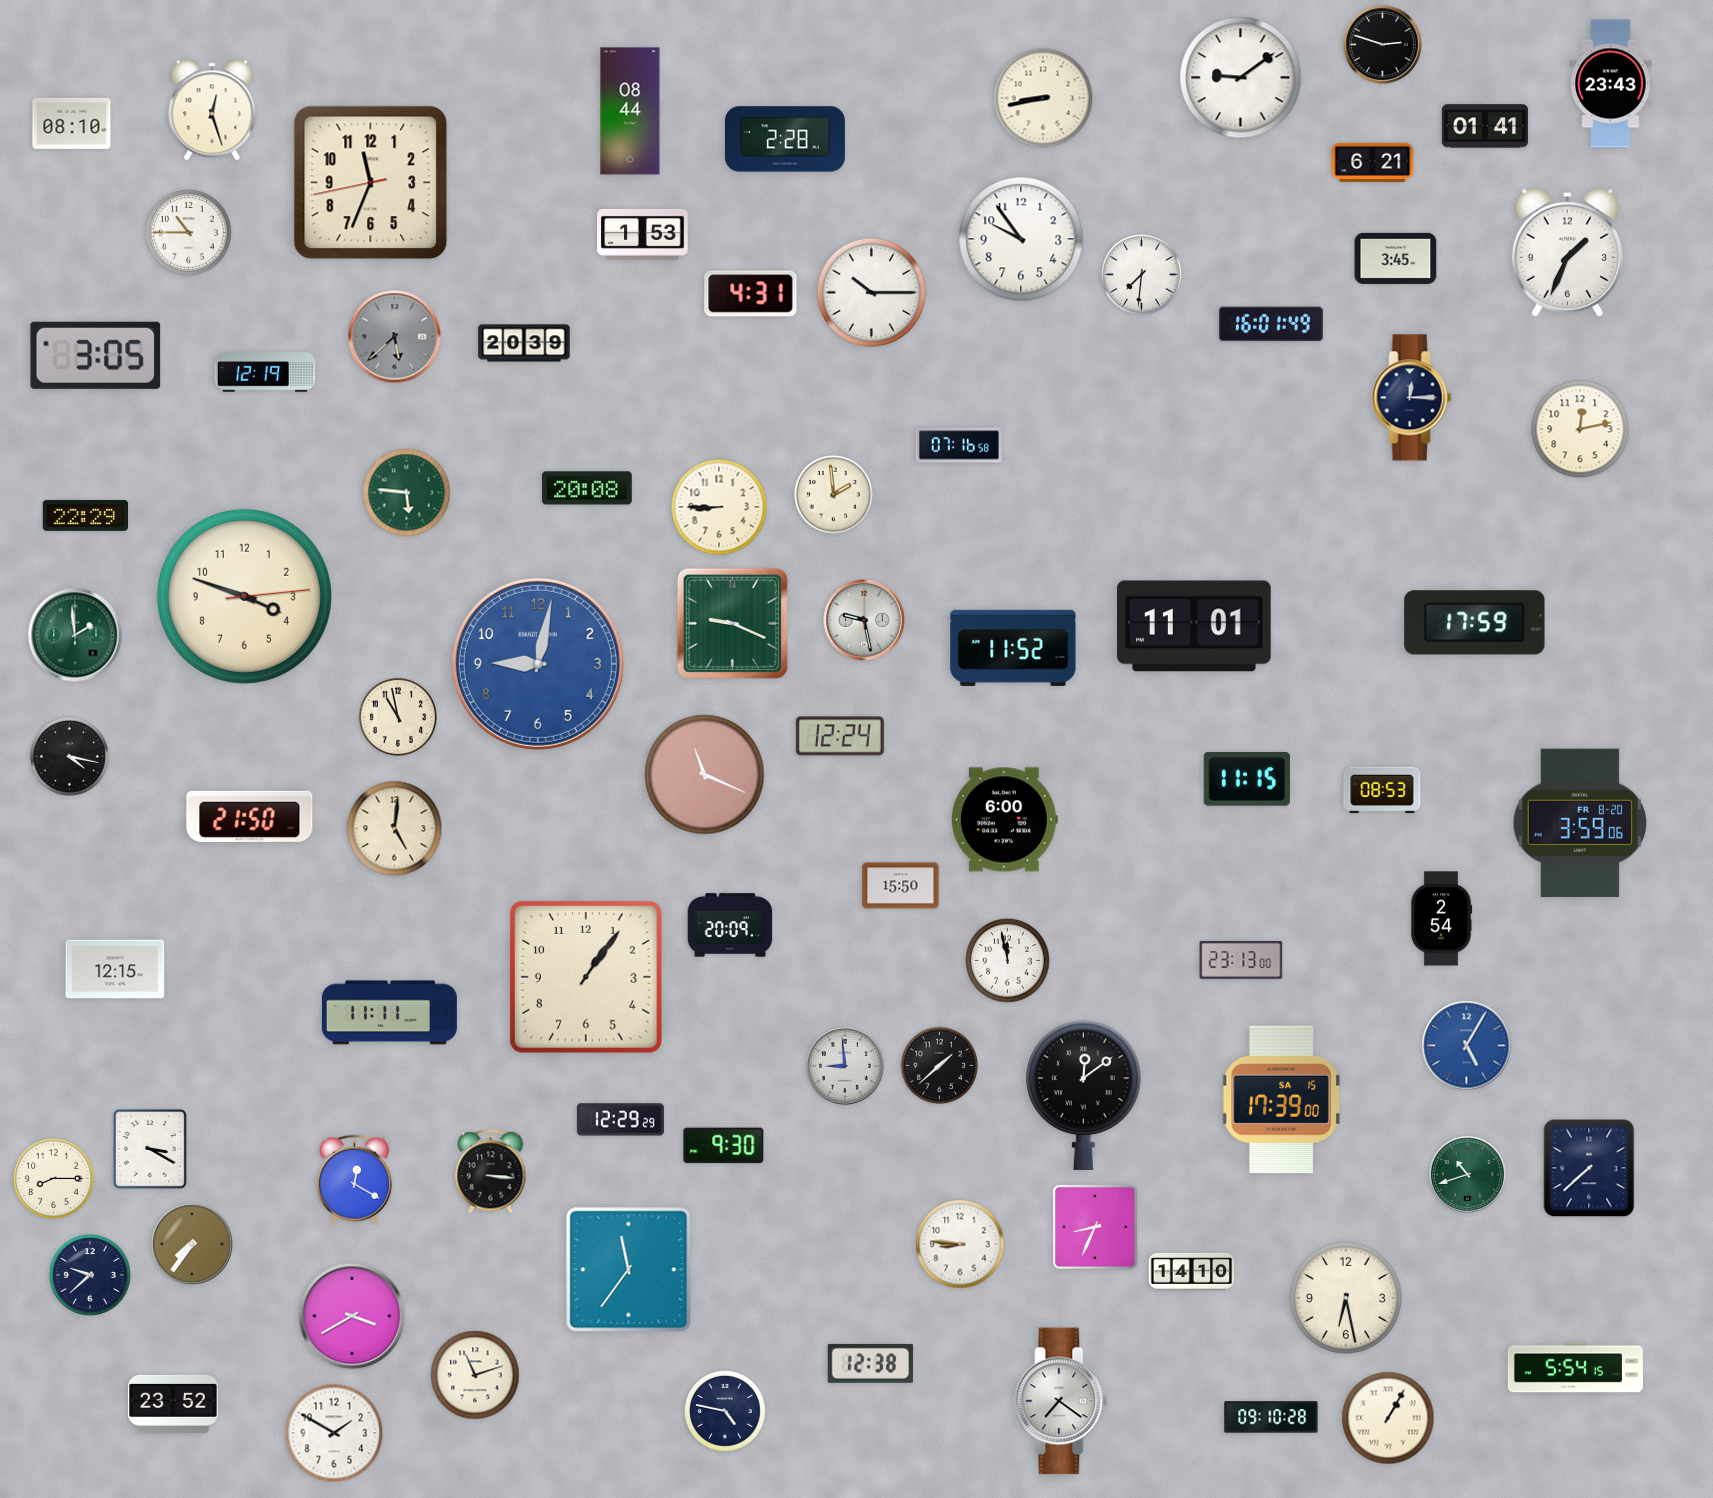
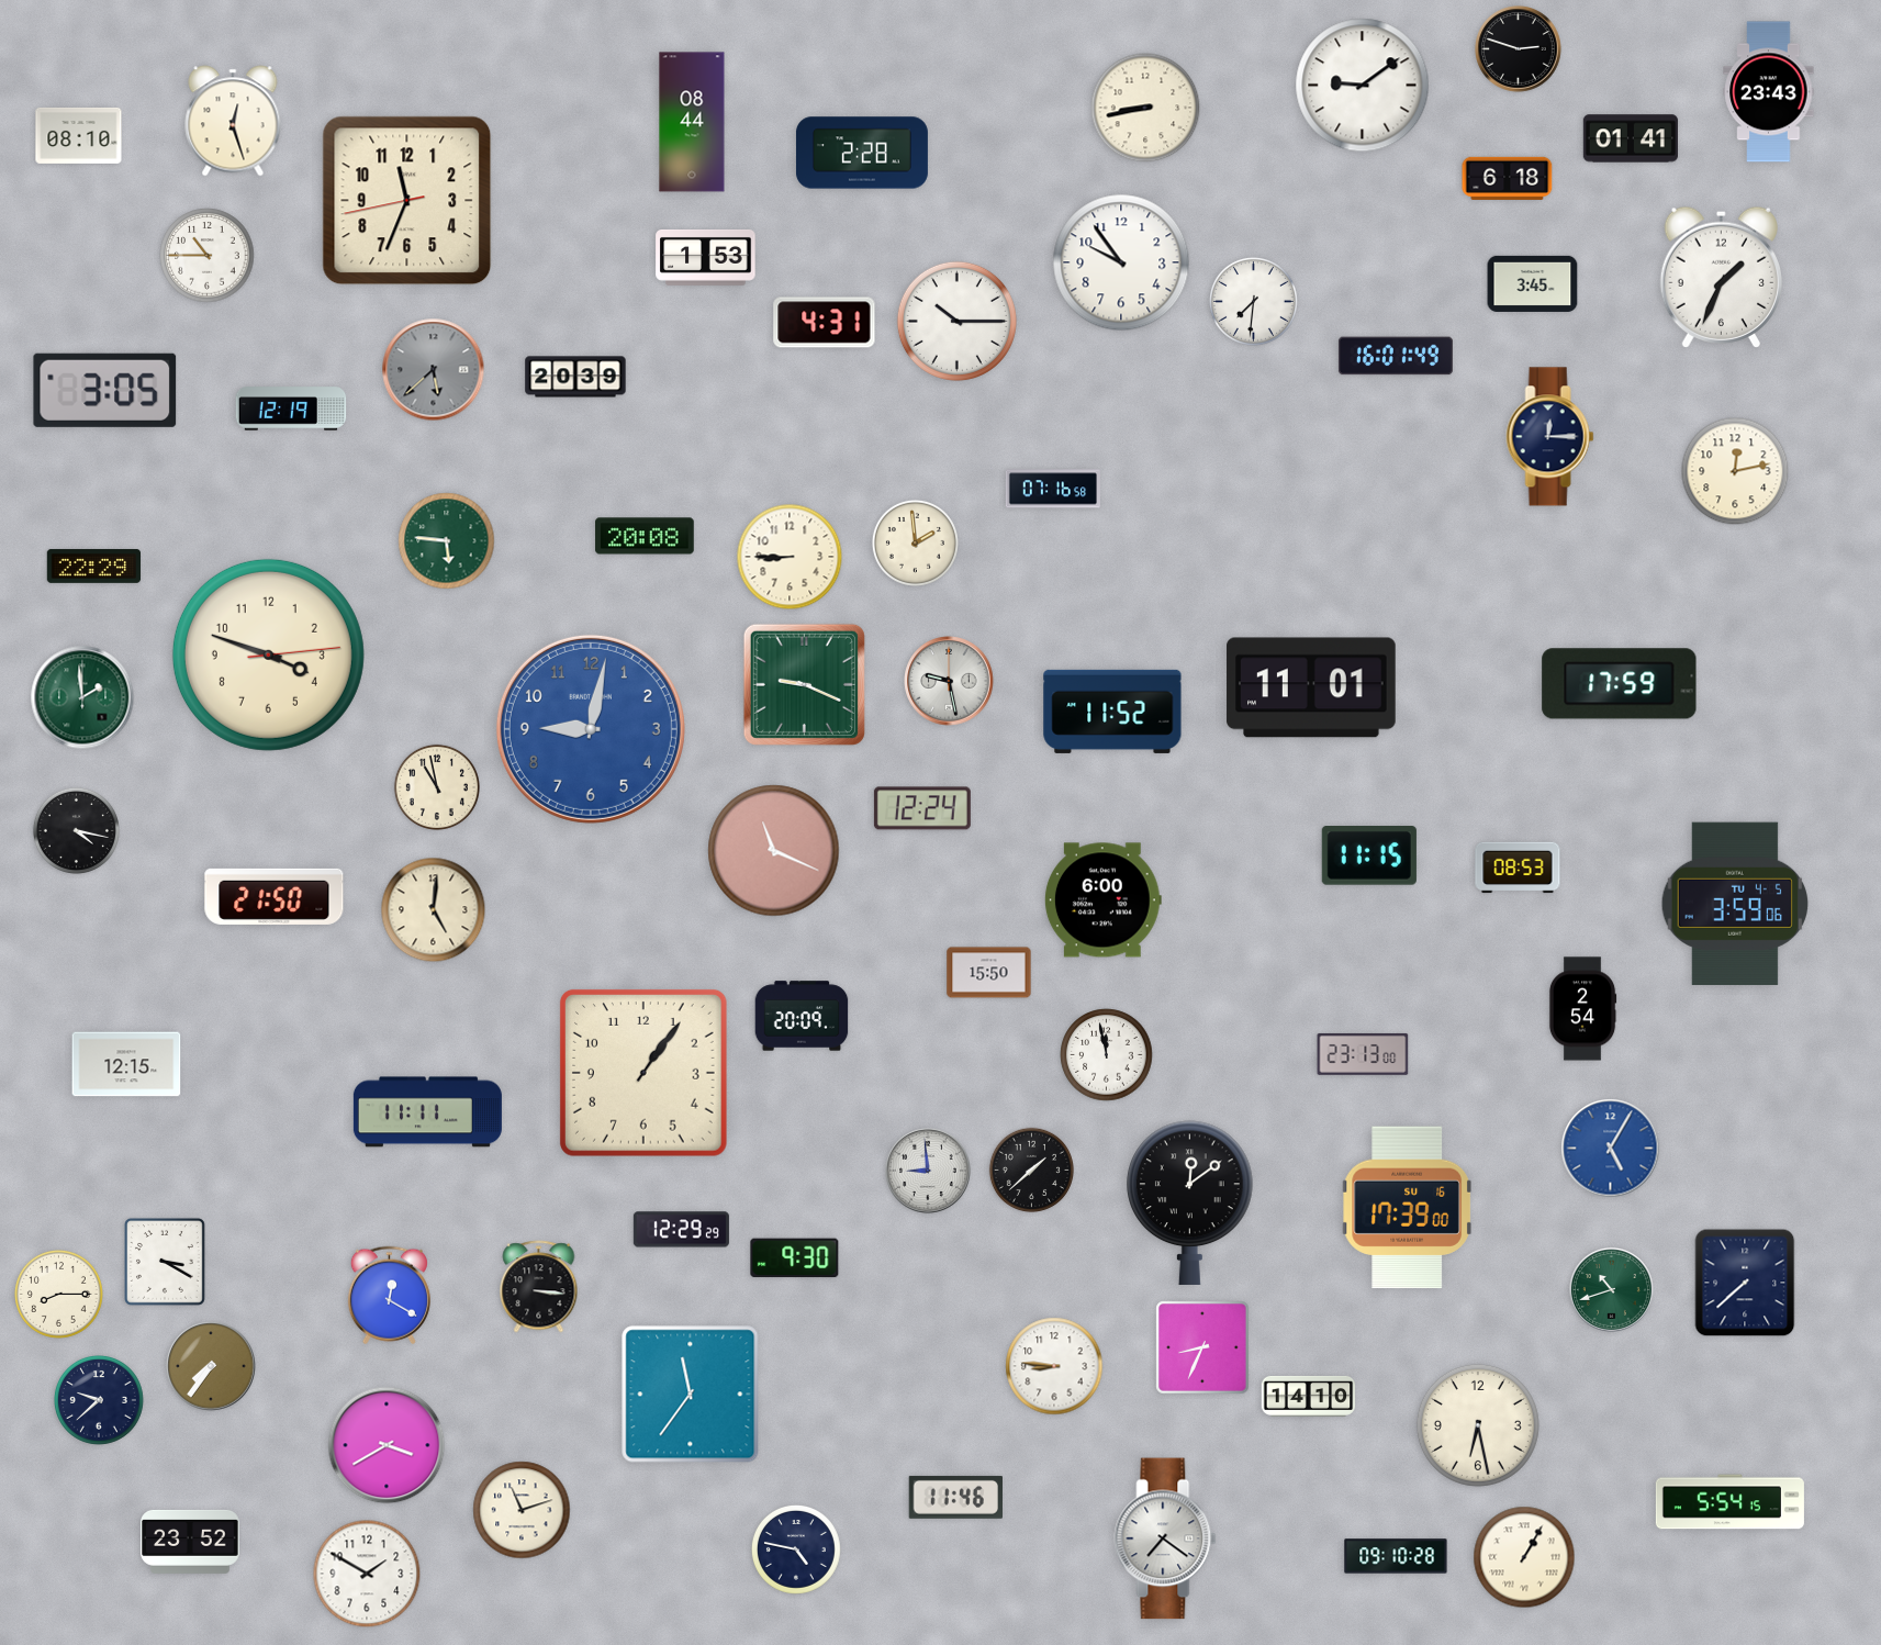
clock at (1373, 162): 6:21 -> 6:18
clock at (1580, 822) date: FR 8-20 -> TU 4-5
clock at (1281, 1100) date: SA 15 -> SU 16
clock at (870, 1363): 12:38 -> 11:46
